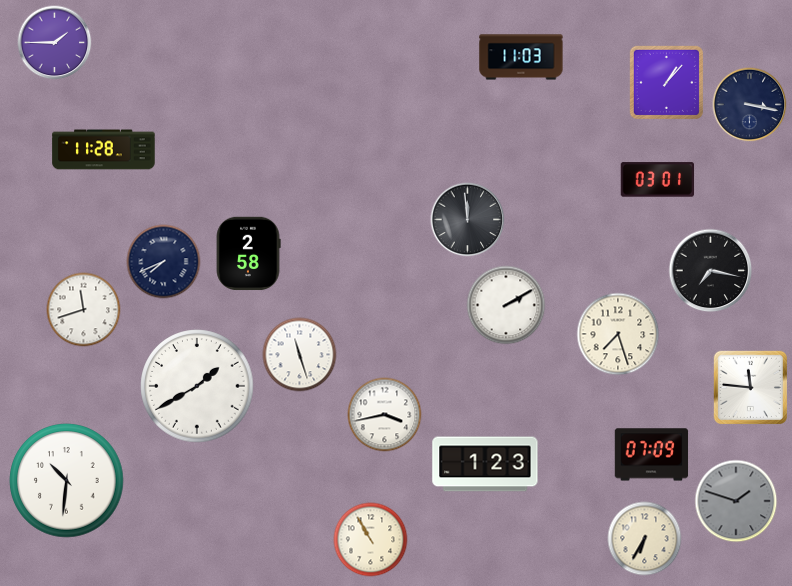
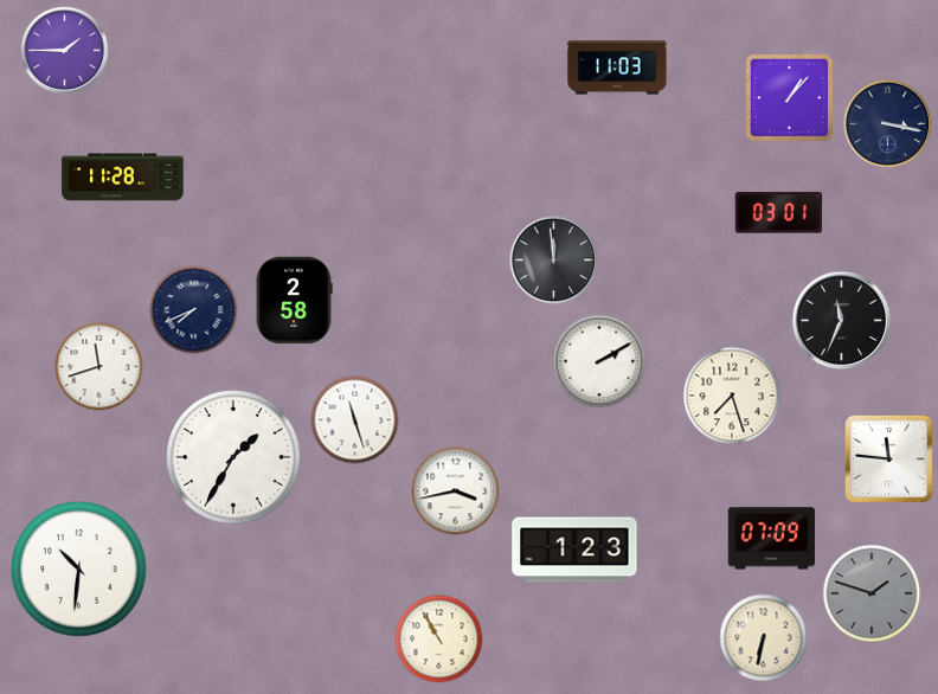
clock at (711, 271): 7:17 -> 11:34
clock at (197, 386): 1:40 -> 1:35
clock at (645, 539): 6:35 -> 6:32
